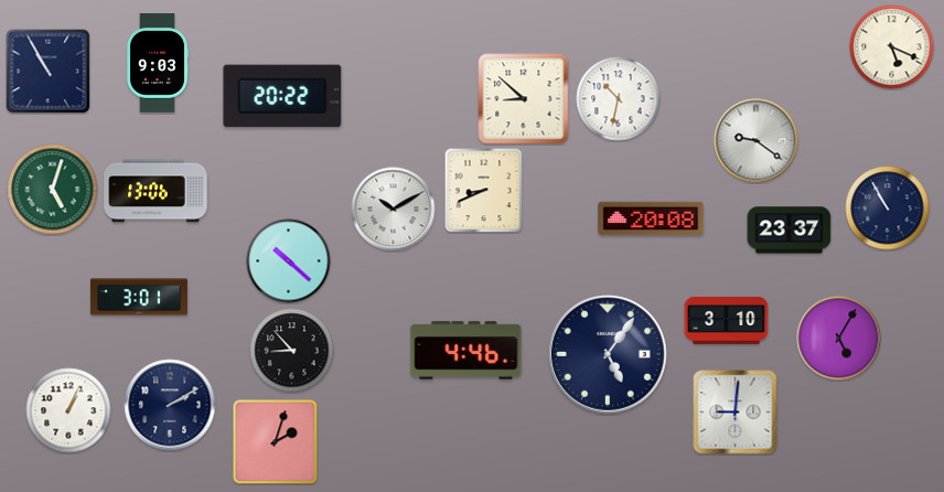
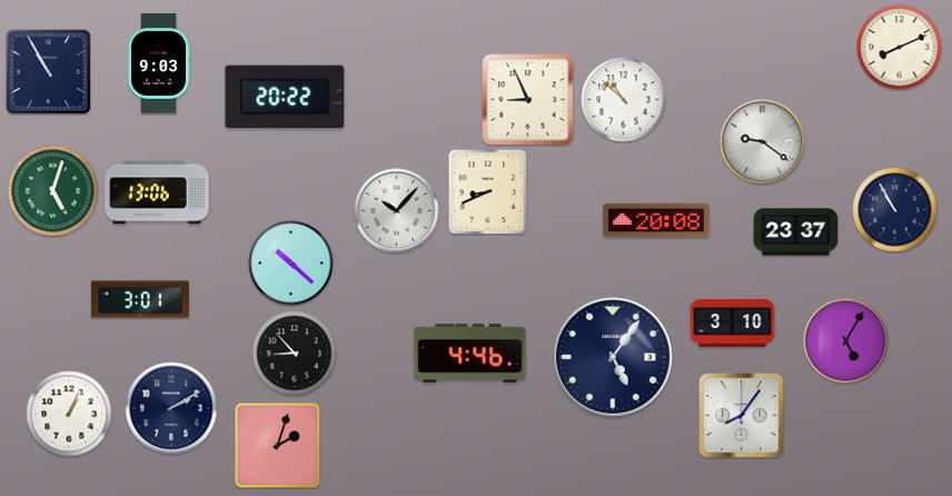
clock at (892, 47): 5:19 -> 8:11
clock at (524, 99): 8:52 -> 8:56
clock at (619, 99): 10:32 -> 10:52
clock at (394, 210): 10:10 -> 10:07
clock at (736, 413): 9:01 -> 8:06
